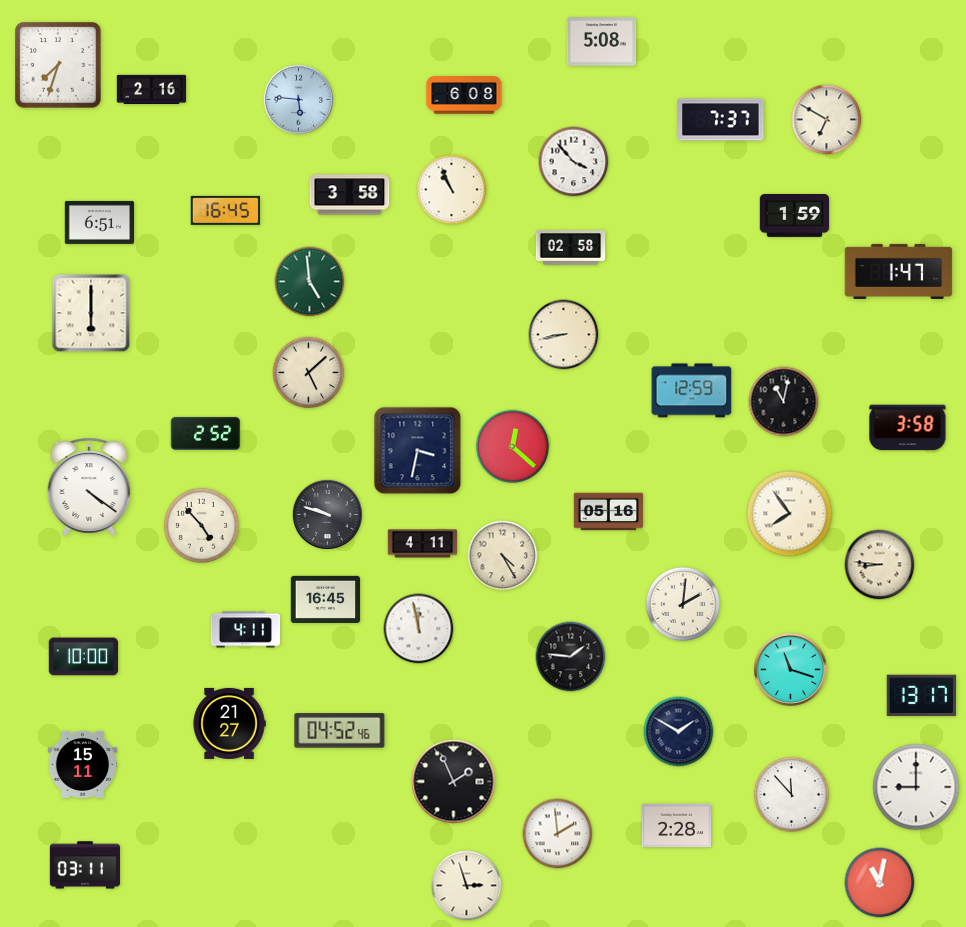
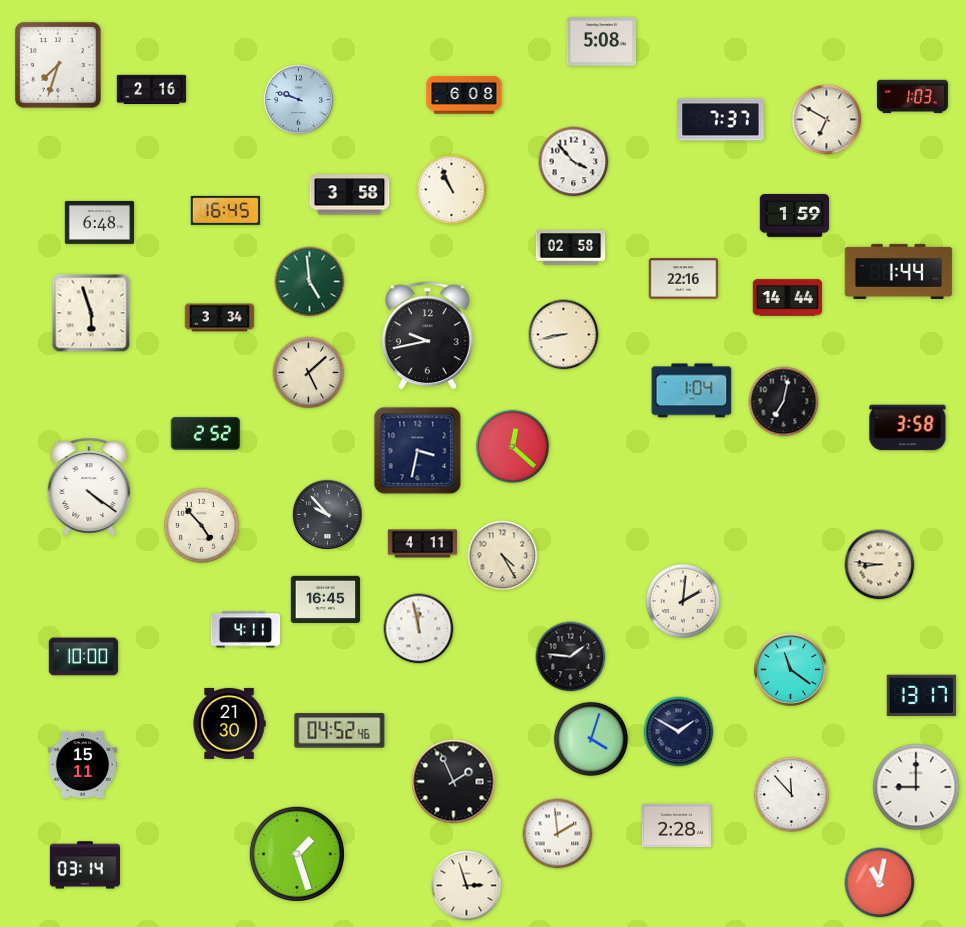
clock at (912, 97): none -> 1:03
clock at (298, 99): 5:46 -> 9:48
clock at (100, 222): 6:51 -> 6:48
clock at (899, 271): 1:47 -> 1:44
clock at (684, 279): none -> 22:16
clock at (788, 298): none -> 14:44
clock at (91, 313): 6:00 -> 5:57
clock at (220, 318): none -> 3:34
clock at (427, 336): none -> 9:43
clock at (692, 391): 12:59 -> 1:04
clock at (784, 402): 11:02 -> 7:02
clock at (609, 512): 05:16 -> none
clock at (327, 514): 9:48 -> 9:53
clock at (790, 514): 7:54 -> none
clock at (682, 603) position: (682, 603) -> (682, 600)
clock at (791, 670): 11:18 -> 11:21
clock at (229, 723): 21:27 -> 21:30
clock at (590, 738): none -> 4:03
clock at (296, 853): none -> 1:27
clock at (85, 865): 03:11 -> 03:14
